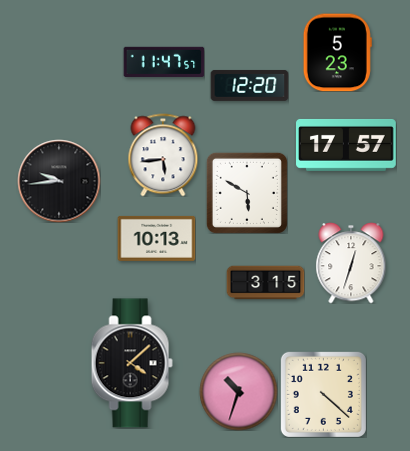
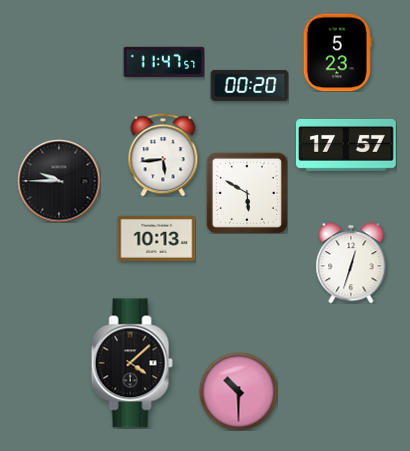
clock at (249, 85): 12:20 -> 00:20
clock at (59, 181): 9:44 -> 9:45
clock at (265, 283): 3:15 -> none
clock at (238, 391): 10:33 -> 10:30
clock at (323, 394): 4:22 -> none
